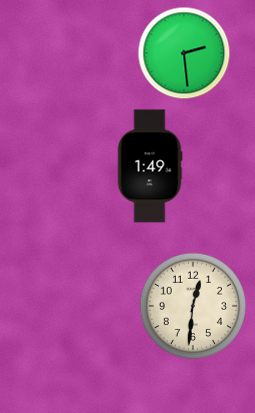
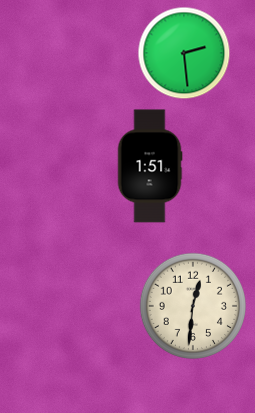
clock at (150, 166): 1:49 -> 1:51
